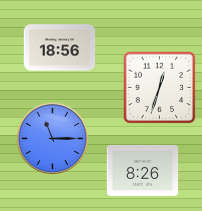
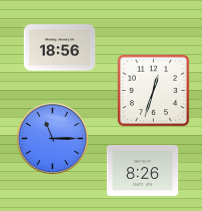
clock at (160, 88) position: (160, 88) -> (154, 91)
